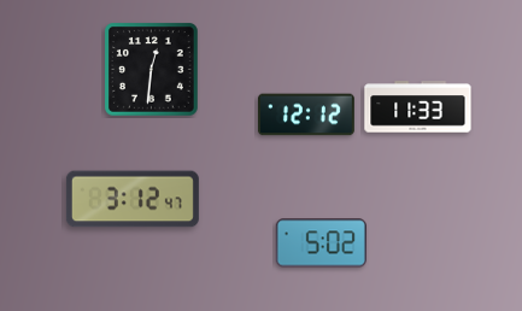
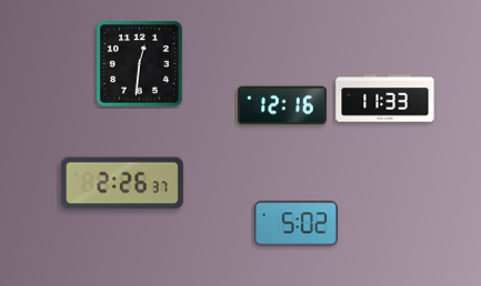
clock at (306, 115): 12:12 -> 12:16
clock at (133, 199): 3:12 -> 2:26
